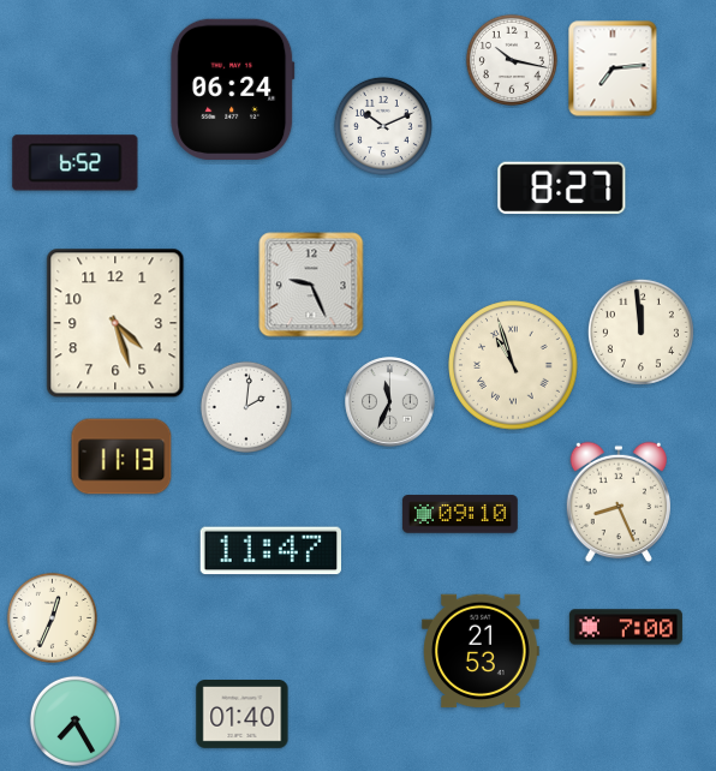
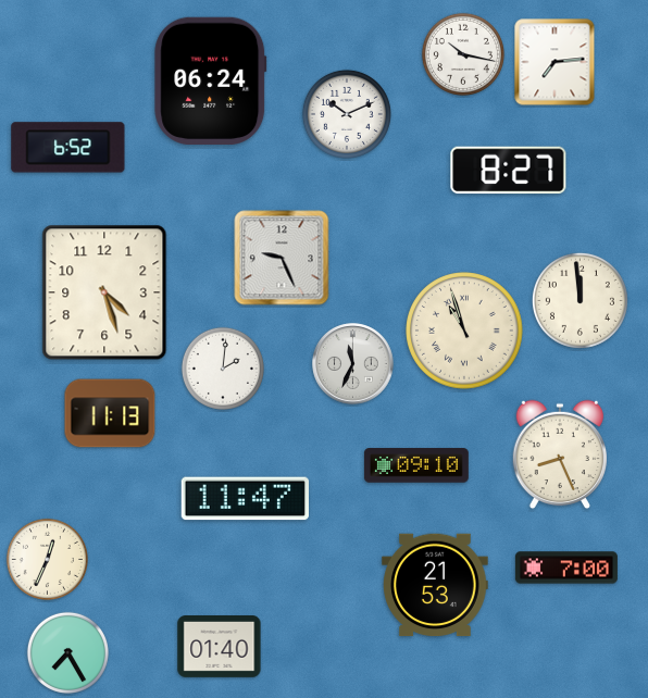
clock at (481, 651) position: (481, 651) -> (435, 585)
